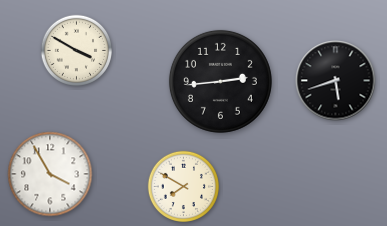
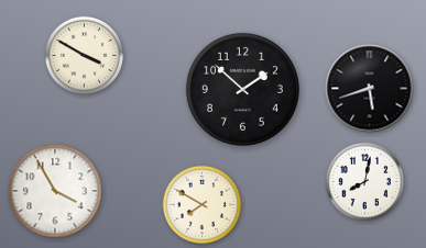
clock at (220, 81): 2:44 -> 1:52
clock at (364, 181): none -> 8:02
